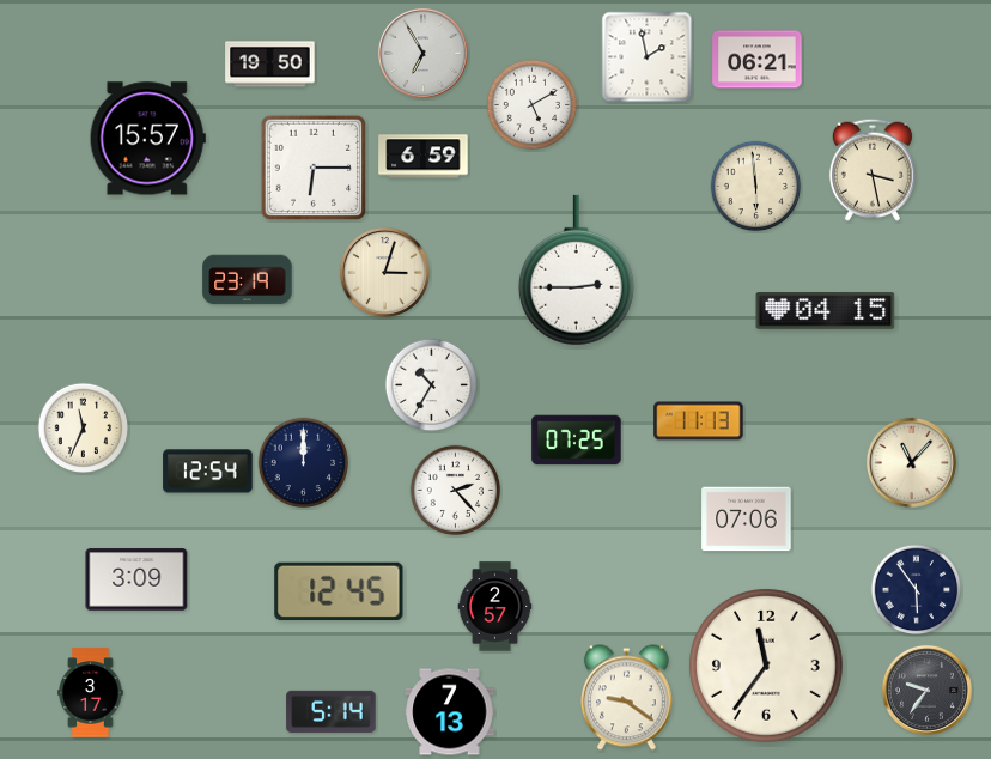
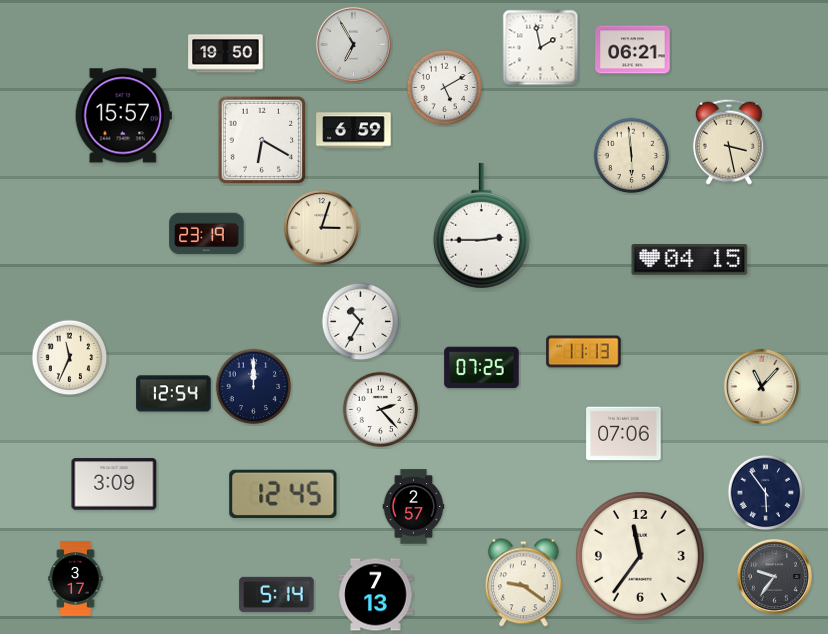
clock at (314, 168): 6:15 -> 6:20
